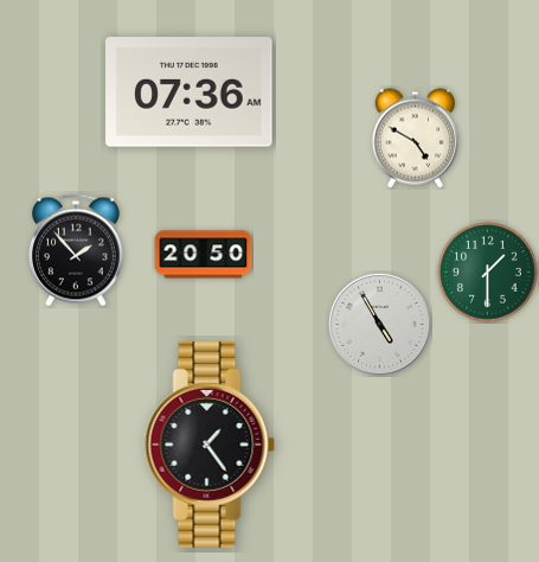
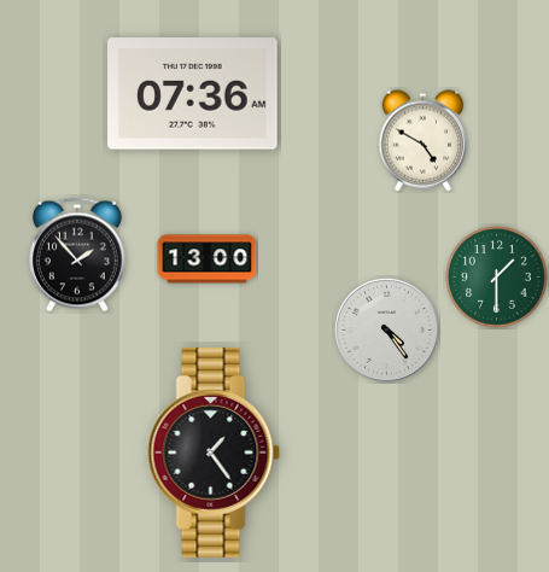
clock at (204, 255): 20:50 -> 13:00
clock at (380, 325): 4:55 -> 4:24
